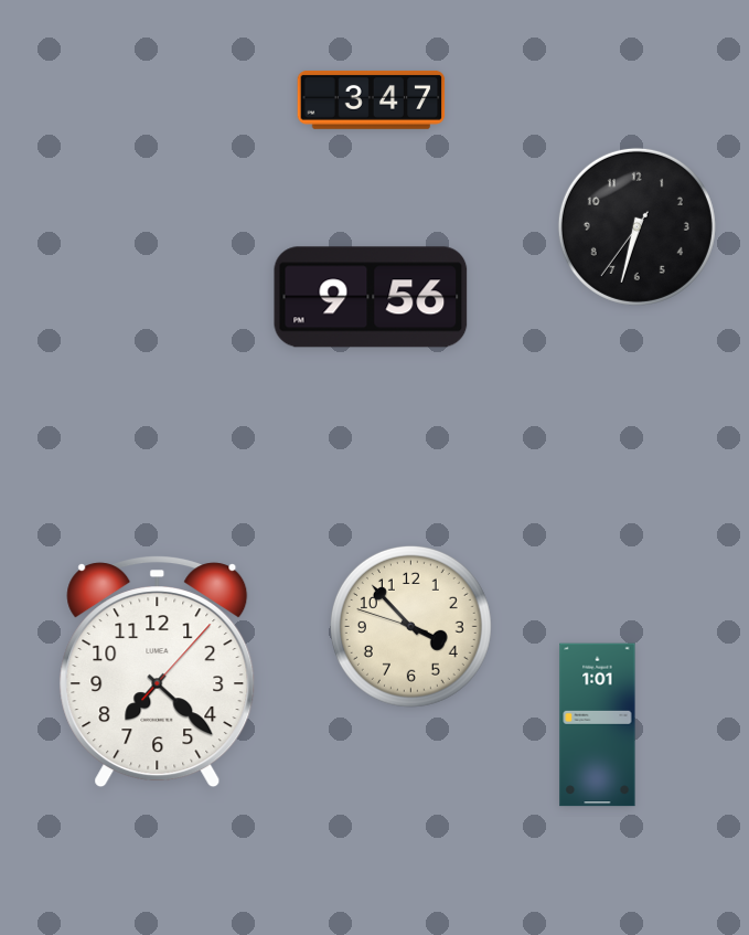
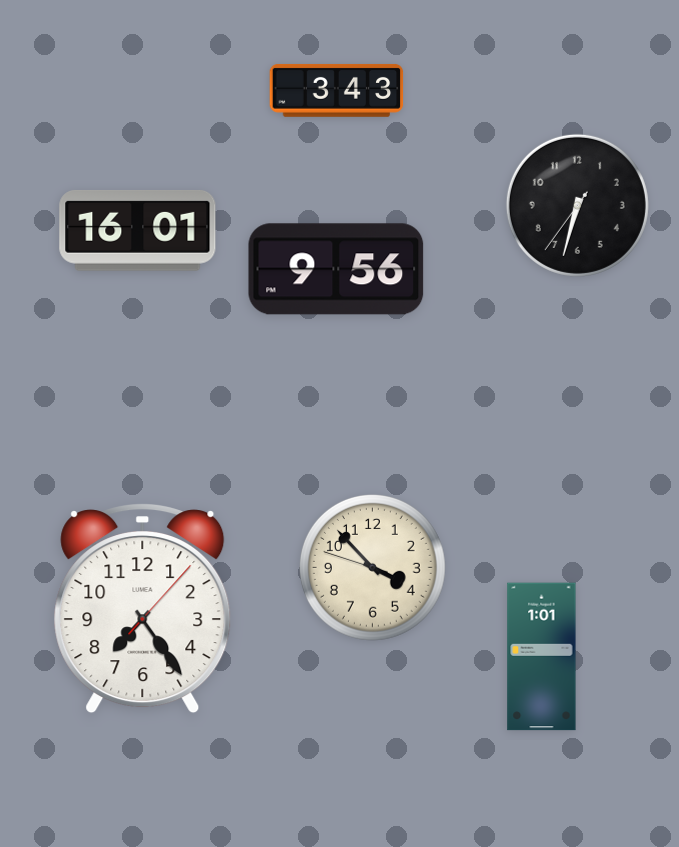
clock at (372, 99): 3:47 -> 3:43
clock at (138, 230): none -> 16:01
clock at (158, 672): 7:22 -> 7:24
